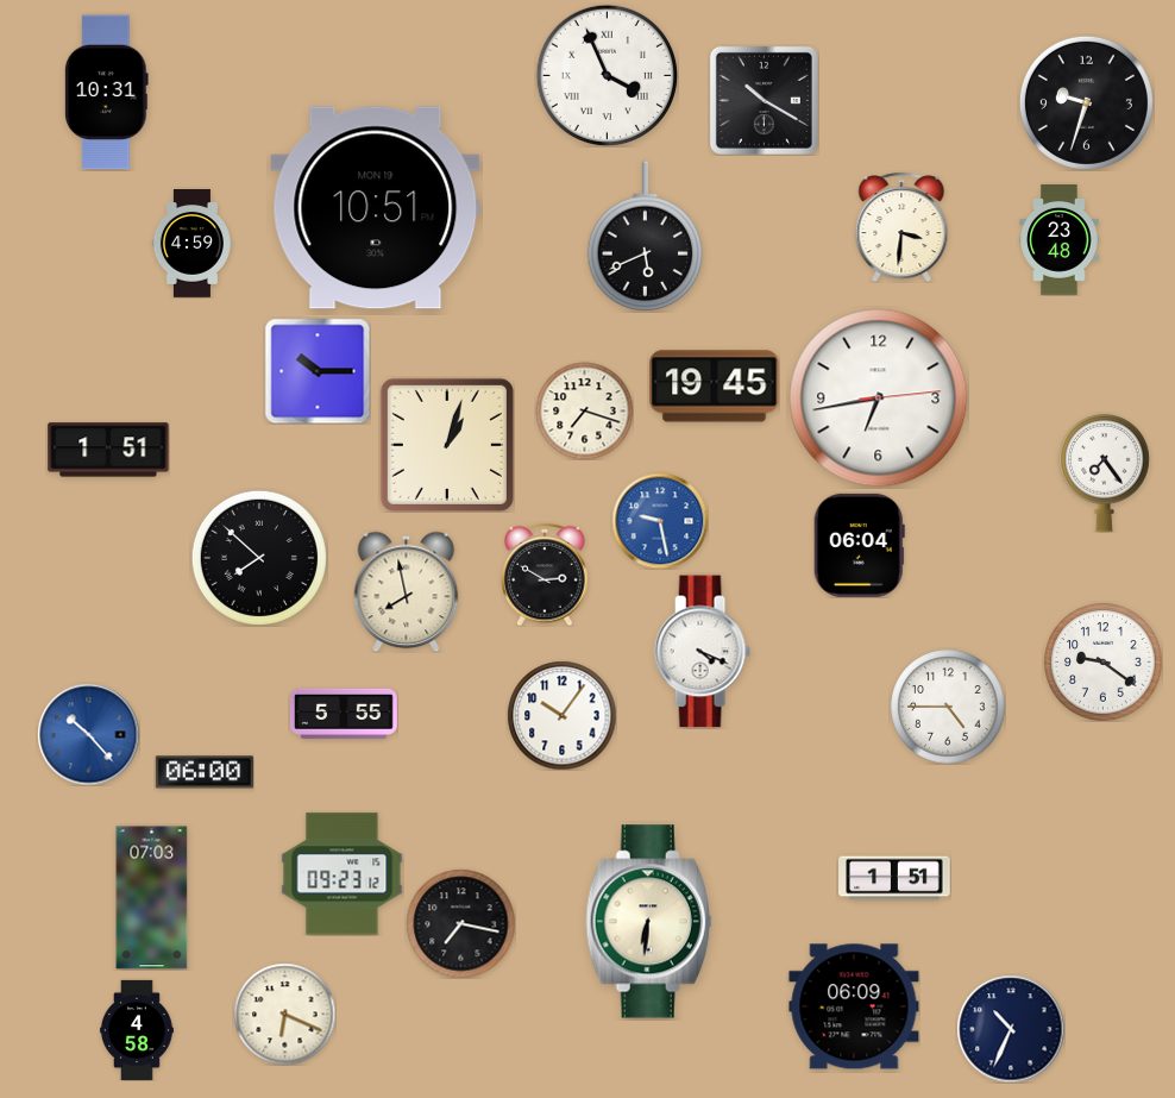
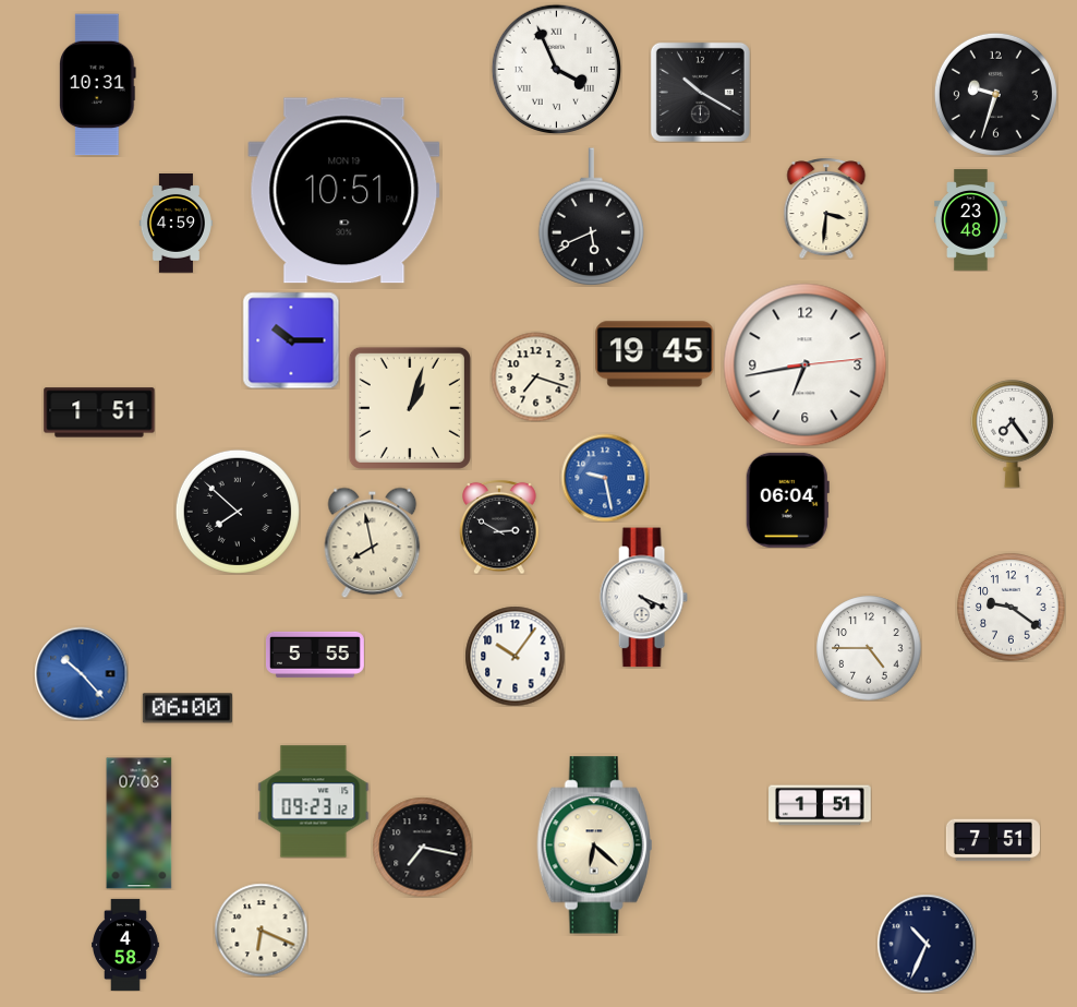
clock at (993, 840): none -> 7:51
clock at (649, 922): 6:31 -> 6:22
clock at (854, 1006): 06:09 -> none
